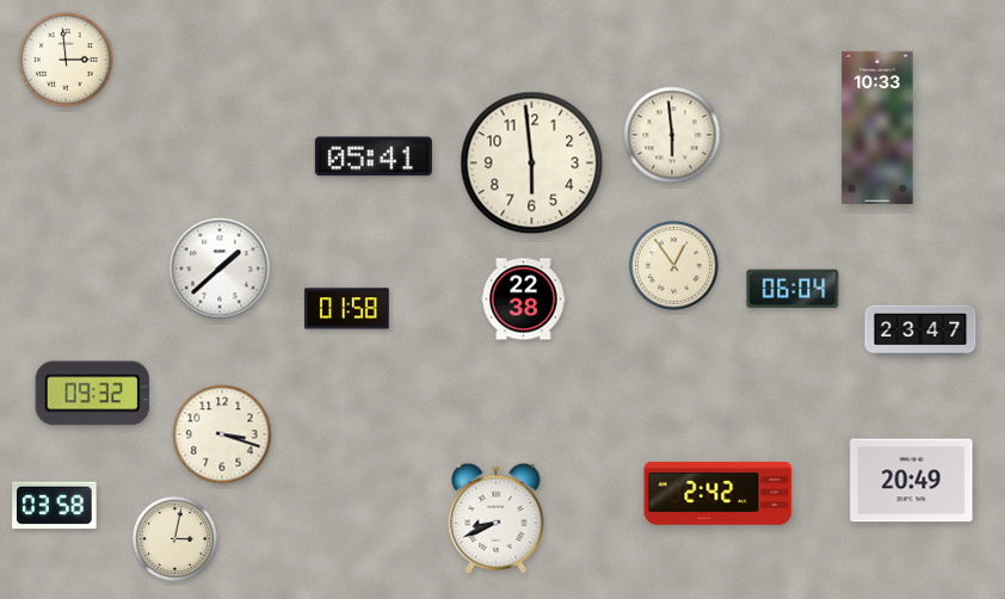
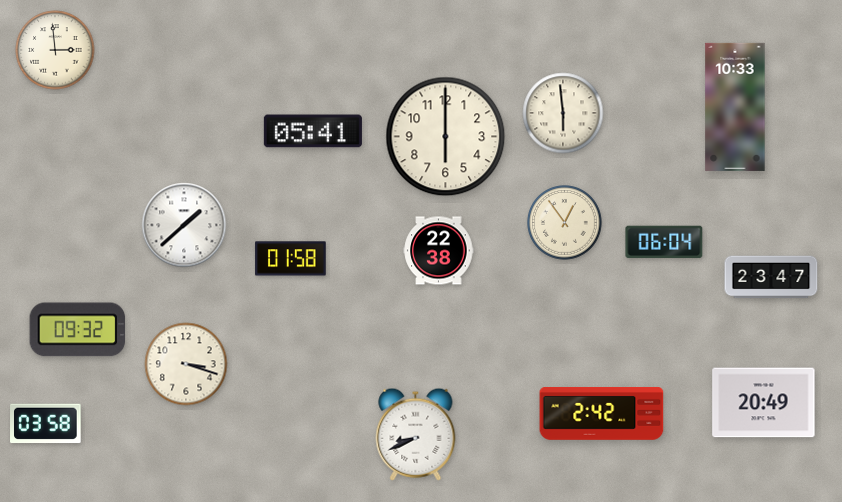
clock at (532, 163): 5:59 -> 6:00
clock at (174, 538): 3:02 -> none
